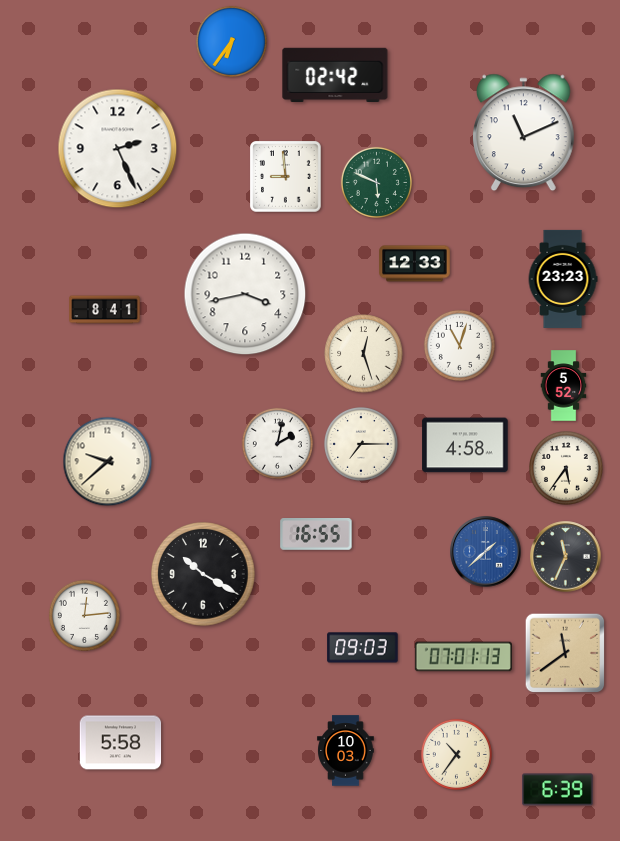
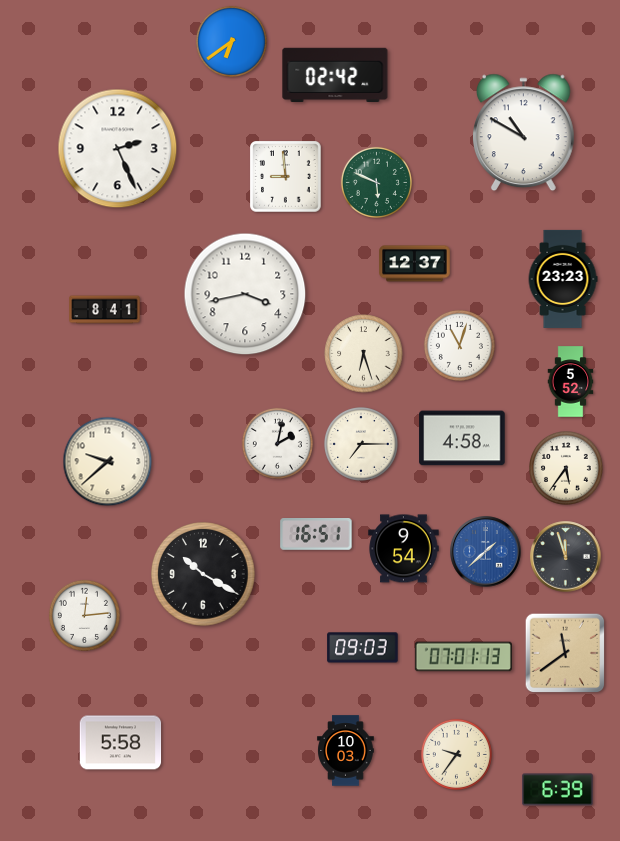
clock at (231, 41): 6:36 -> 6:39
clock at (523, 133): 11:11 -> 10:50
clock at (415, 264): 12:33 -> 12:37
clock at (364, 354): 12:27 -> 6:27
clock at (564, 386) position: (564, 386) -> (571, 382)
clock at (465, 445) position: (465, 445) -> (462, 438)
clock at (316, 534): 16:55 -> 16:51
clock at (404, 549): none -> 9:54
clock at (566, 557): 11:34 -> 11:57
clock at (456, 754): 10:36 -> 9:36
